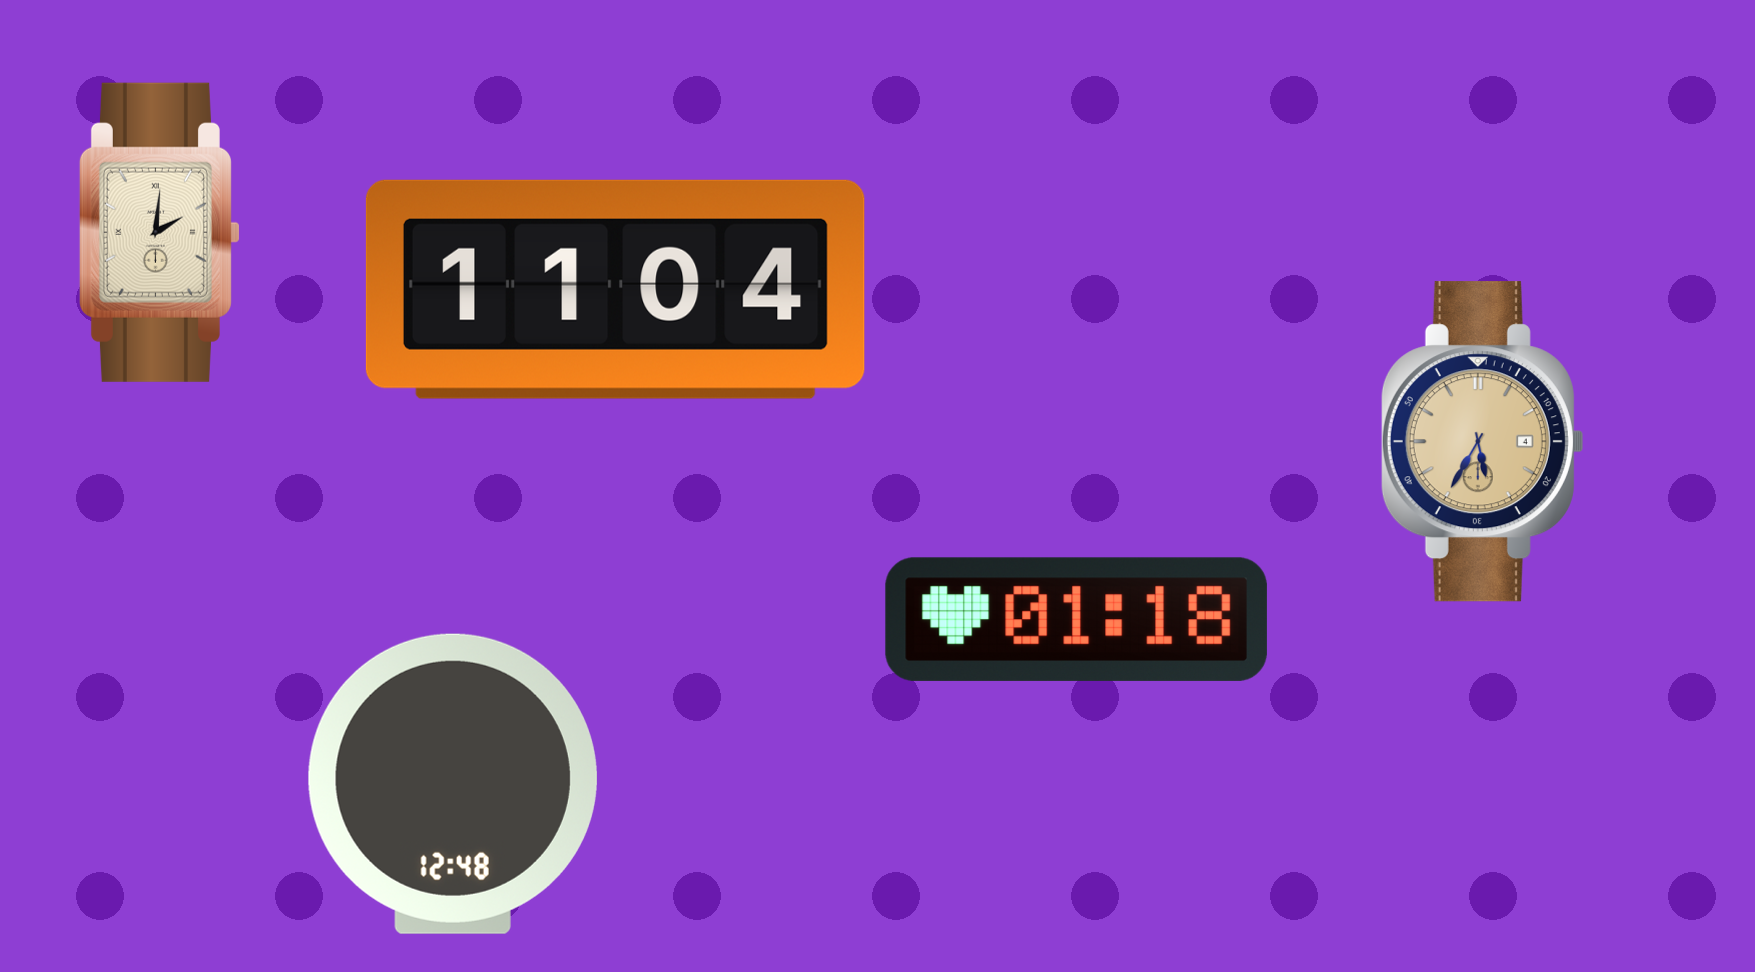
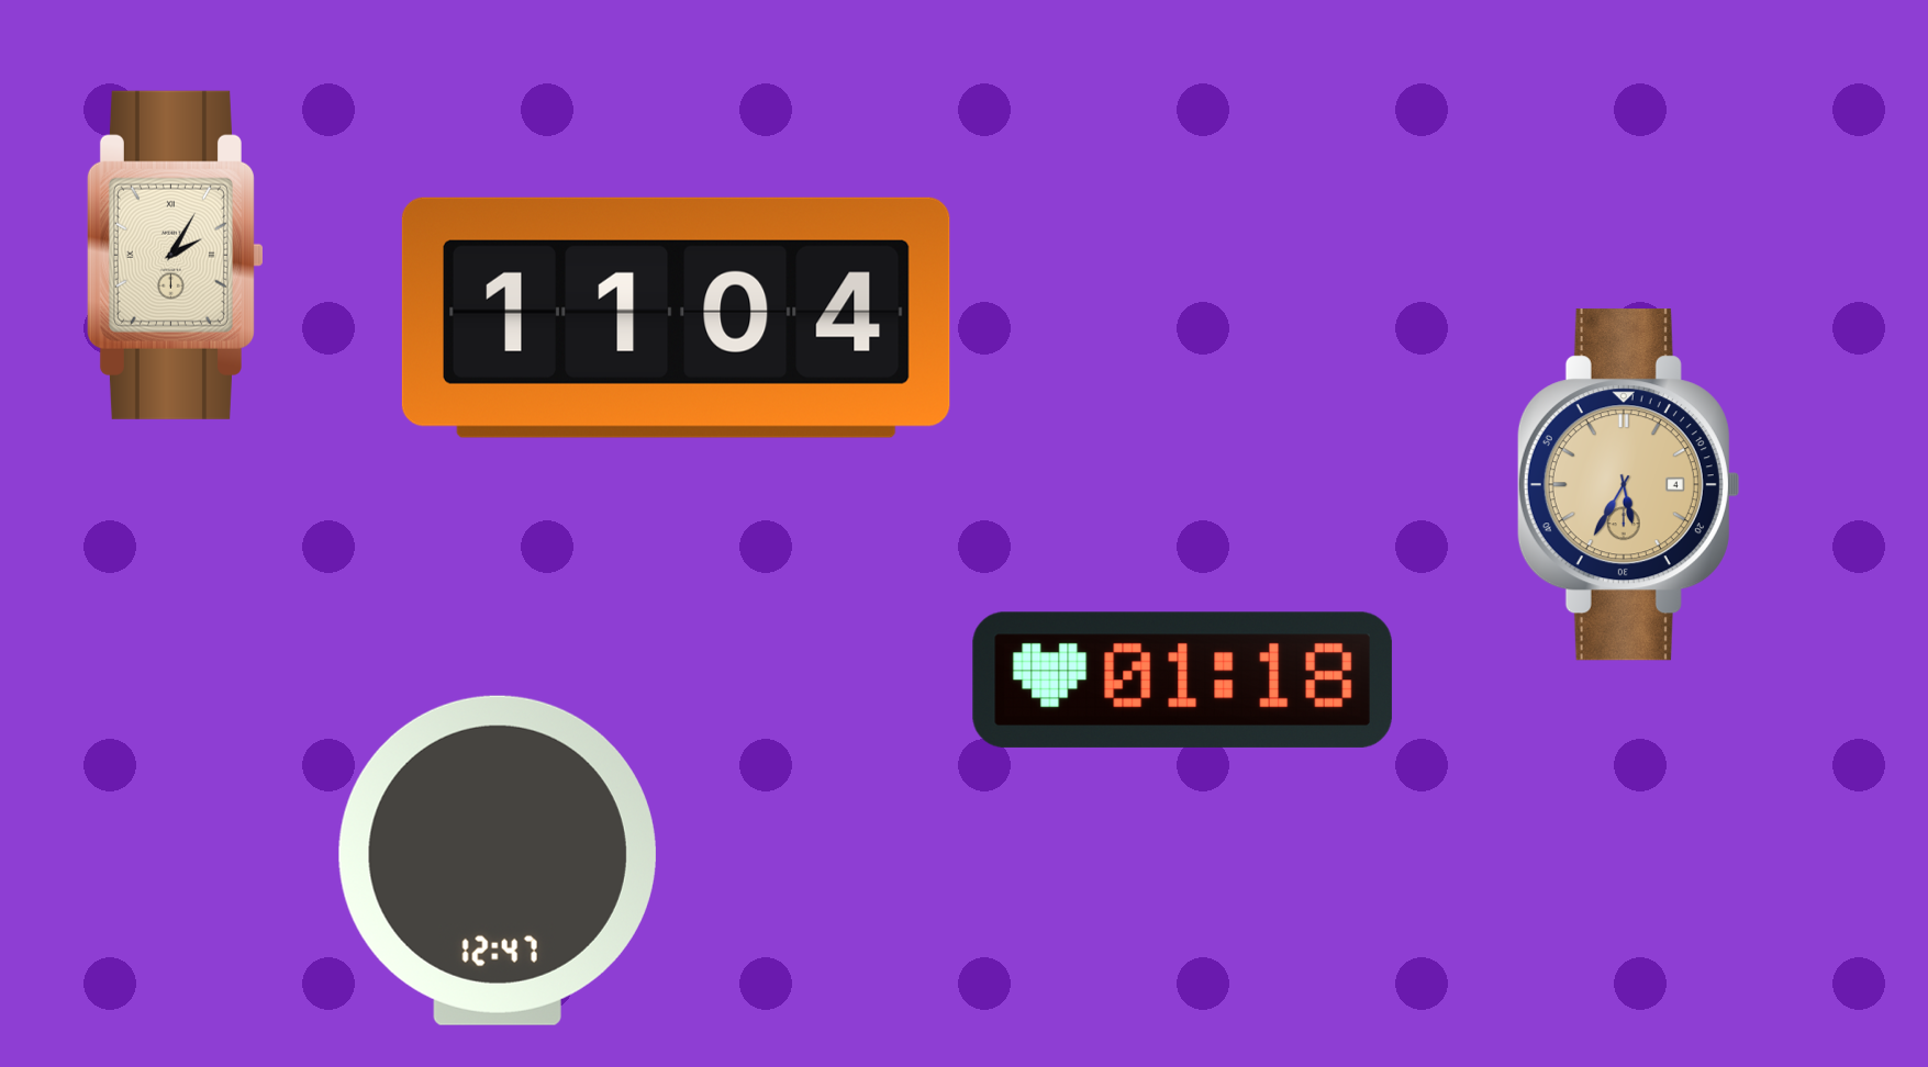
clock at (159, 232): 2:01 -> 2:05
clock at (453, 784): 12:48 -> 12:47
